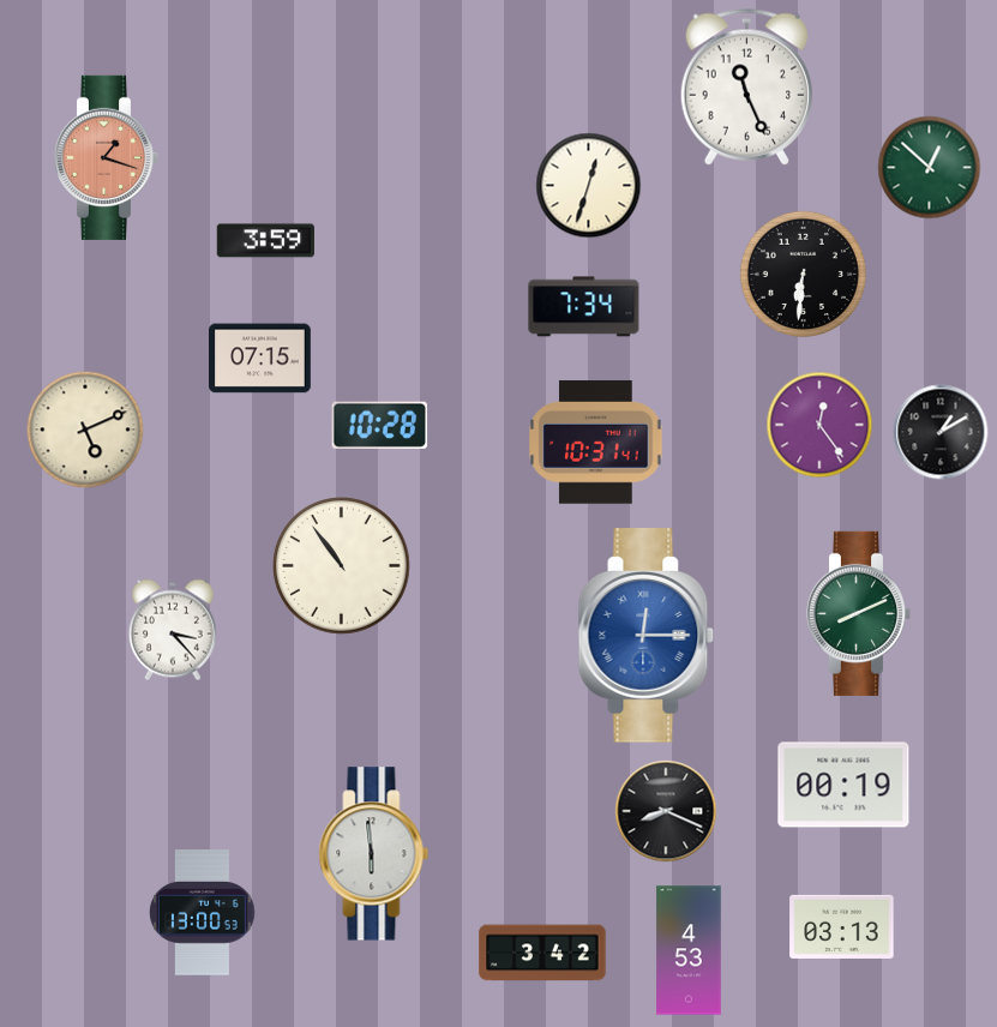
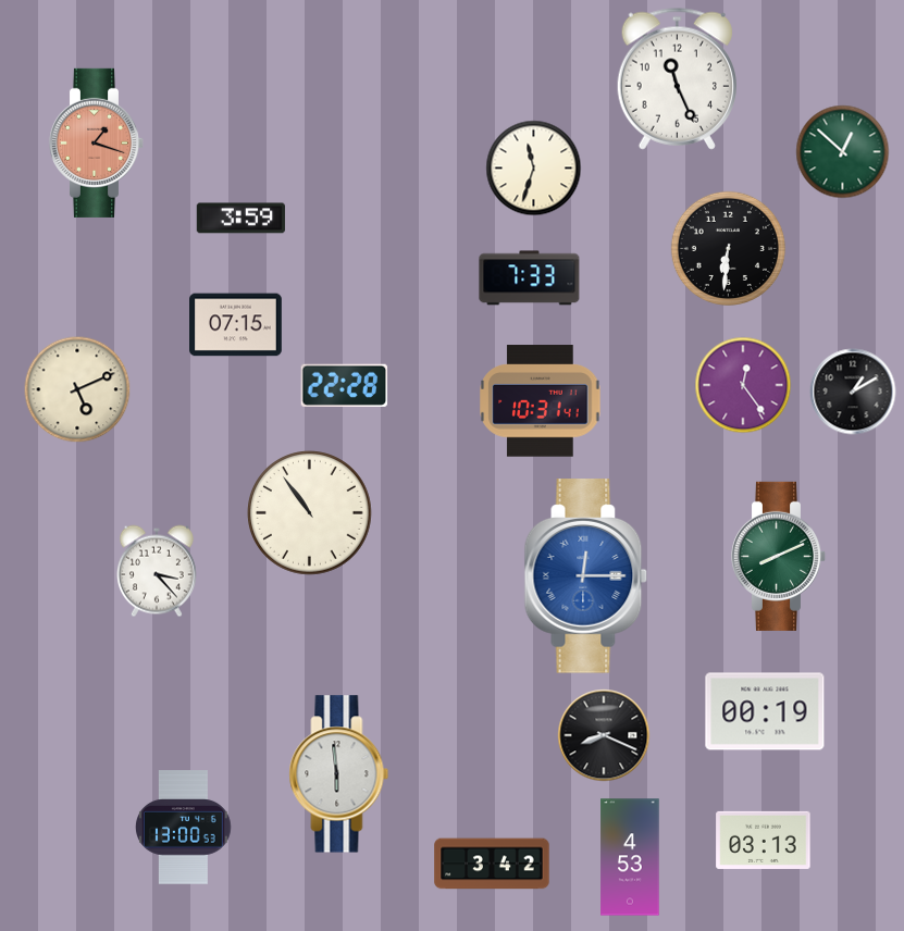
clock at (589, 186): 12:33 -> 11:33
clock at (584, 307): 7:34 -> 7:33
clock at (380, 425): 10:28 -> 22:28
clock at (689, 950) position: (689, 950) -> (630, 857)
